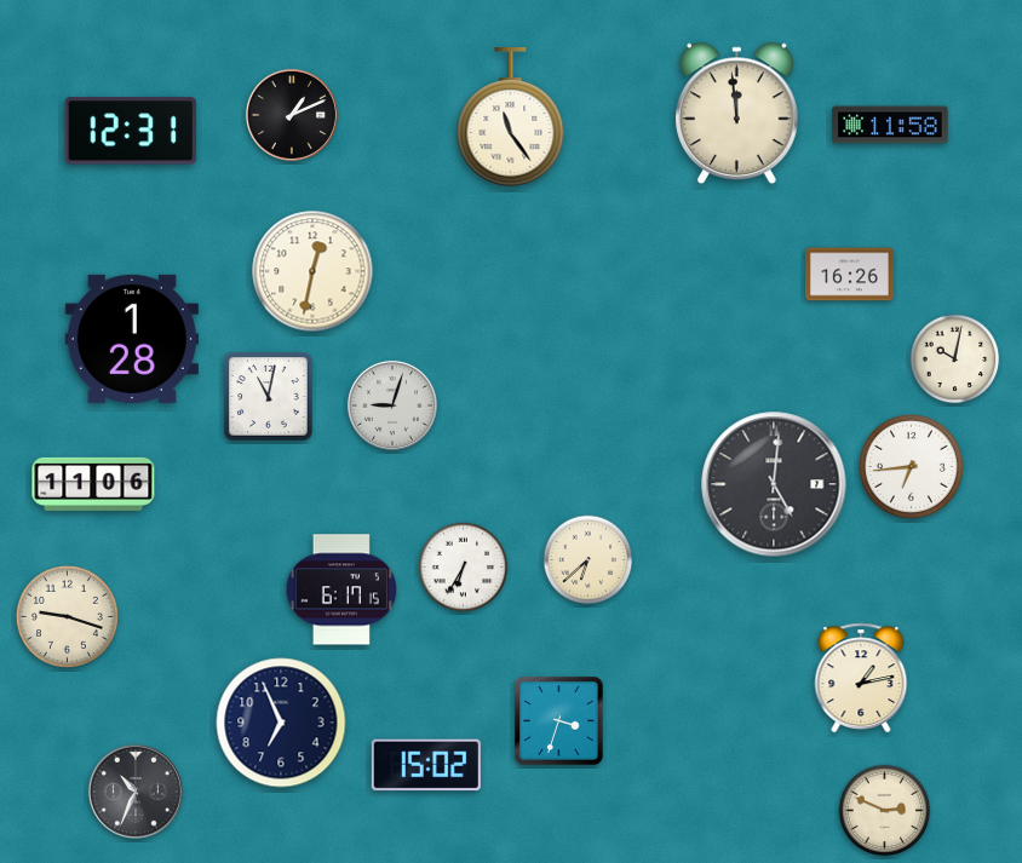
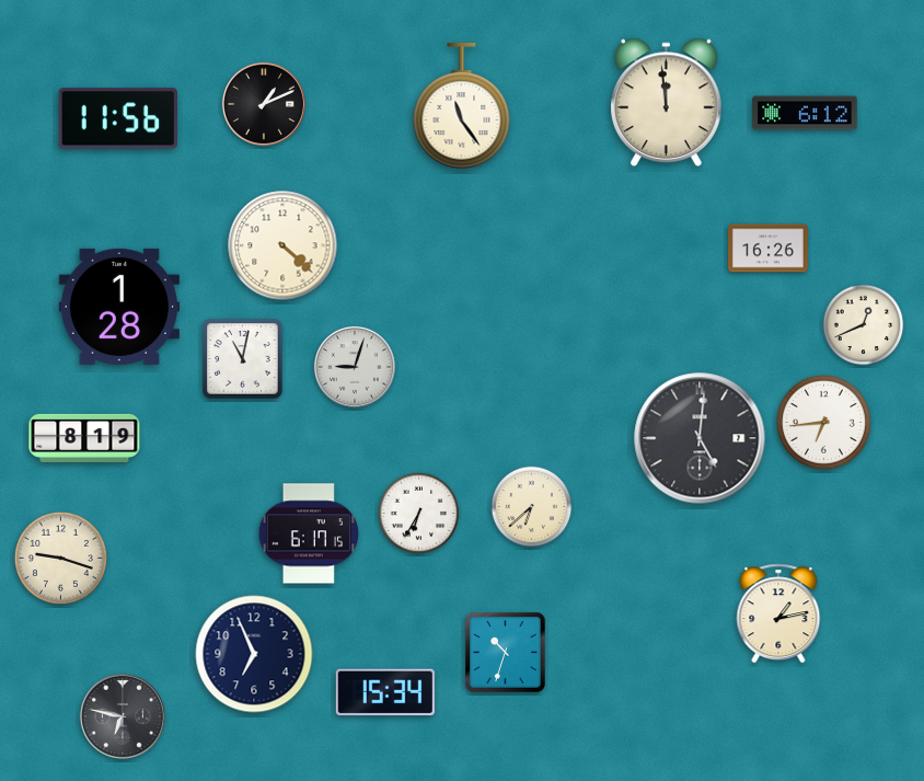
clock at (890, 125): 11:58 -> 6:12
clock at (130, 131): 12:31 -> 11:56
clock at (312, 271): 12:32 -> 4:22
clock at (955, 359): 10:02 -> 12:41
clock at (93, 484): 11:06 -> 8:19
clock at (559, 721): 3:33 -> 10:33
clock at (426, 765): 15:02 -> 15:34
clock at (136, 792): 10:34 -> 6:47
clock at (885, 811): 2:49 -> none
